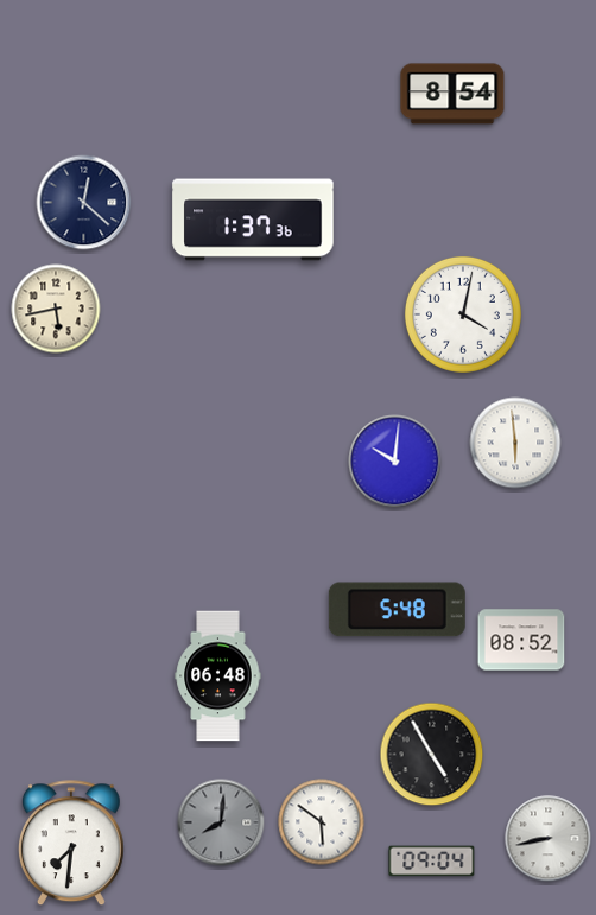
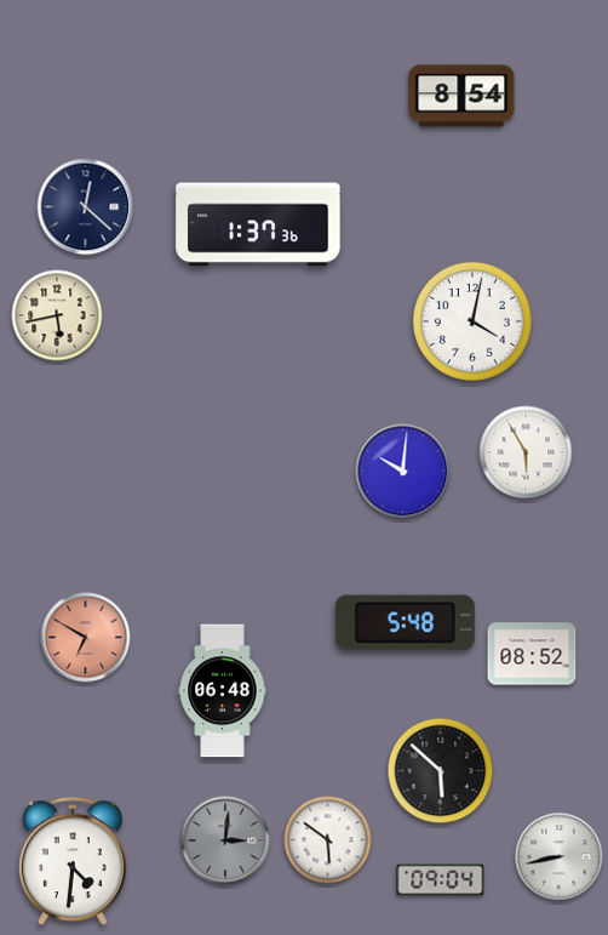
clock at (515, 443): 5:59 -> 5:55
clock at (86, 638): none -> 6:50
clock at (432, 755): 4:55 -> 5:52
clock at (221, 822): 8:01 -> 3:01
clock at (71, 844): 7:31 -> 4:31
